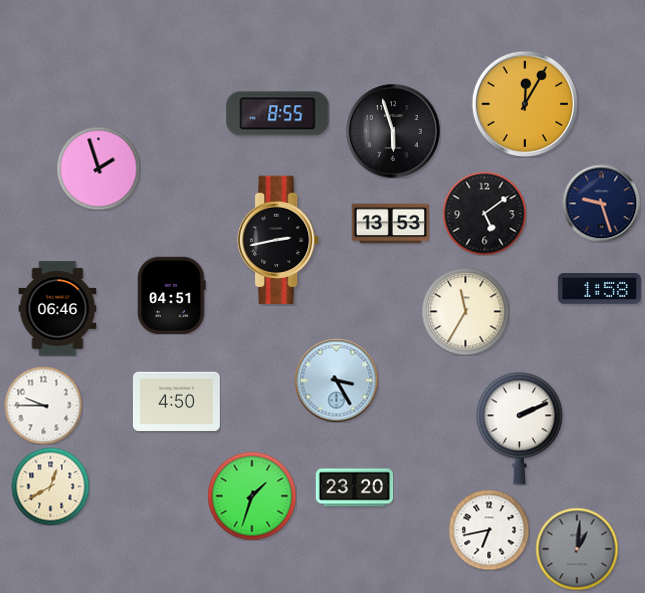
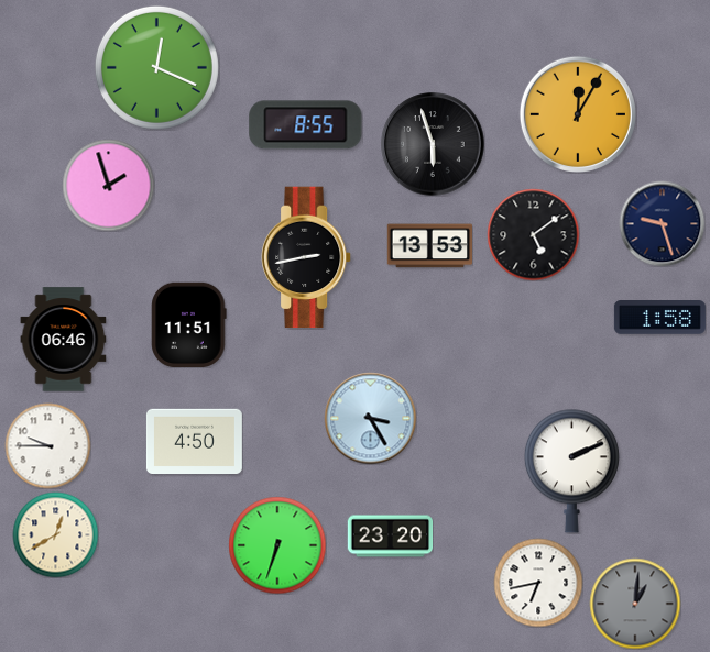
clock at (156, 67): none -> 12:19
clock at (279, 240) position: (279, 240) -> (307, 257)
clock at (172, 295): 04:51 -> 11:51
clock at (465, 311): 11:35 -> none
clock at (252, 496): 1:33 -> 6:33
